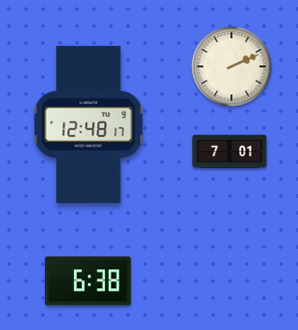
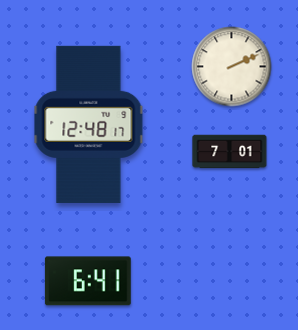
clock at (88, 281): 6:38 -> 6:41
